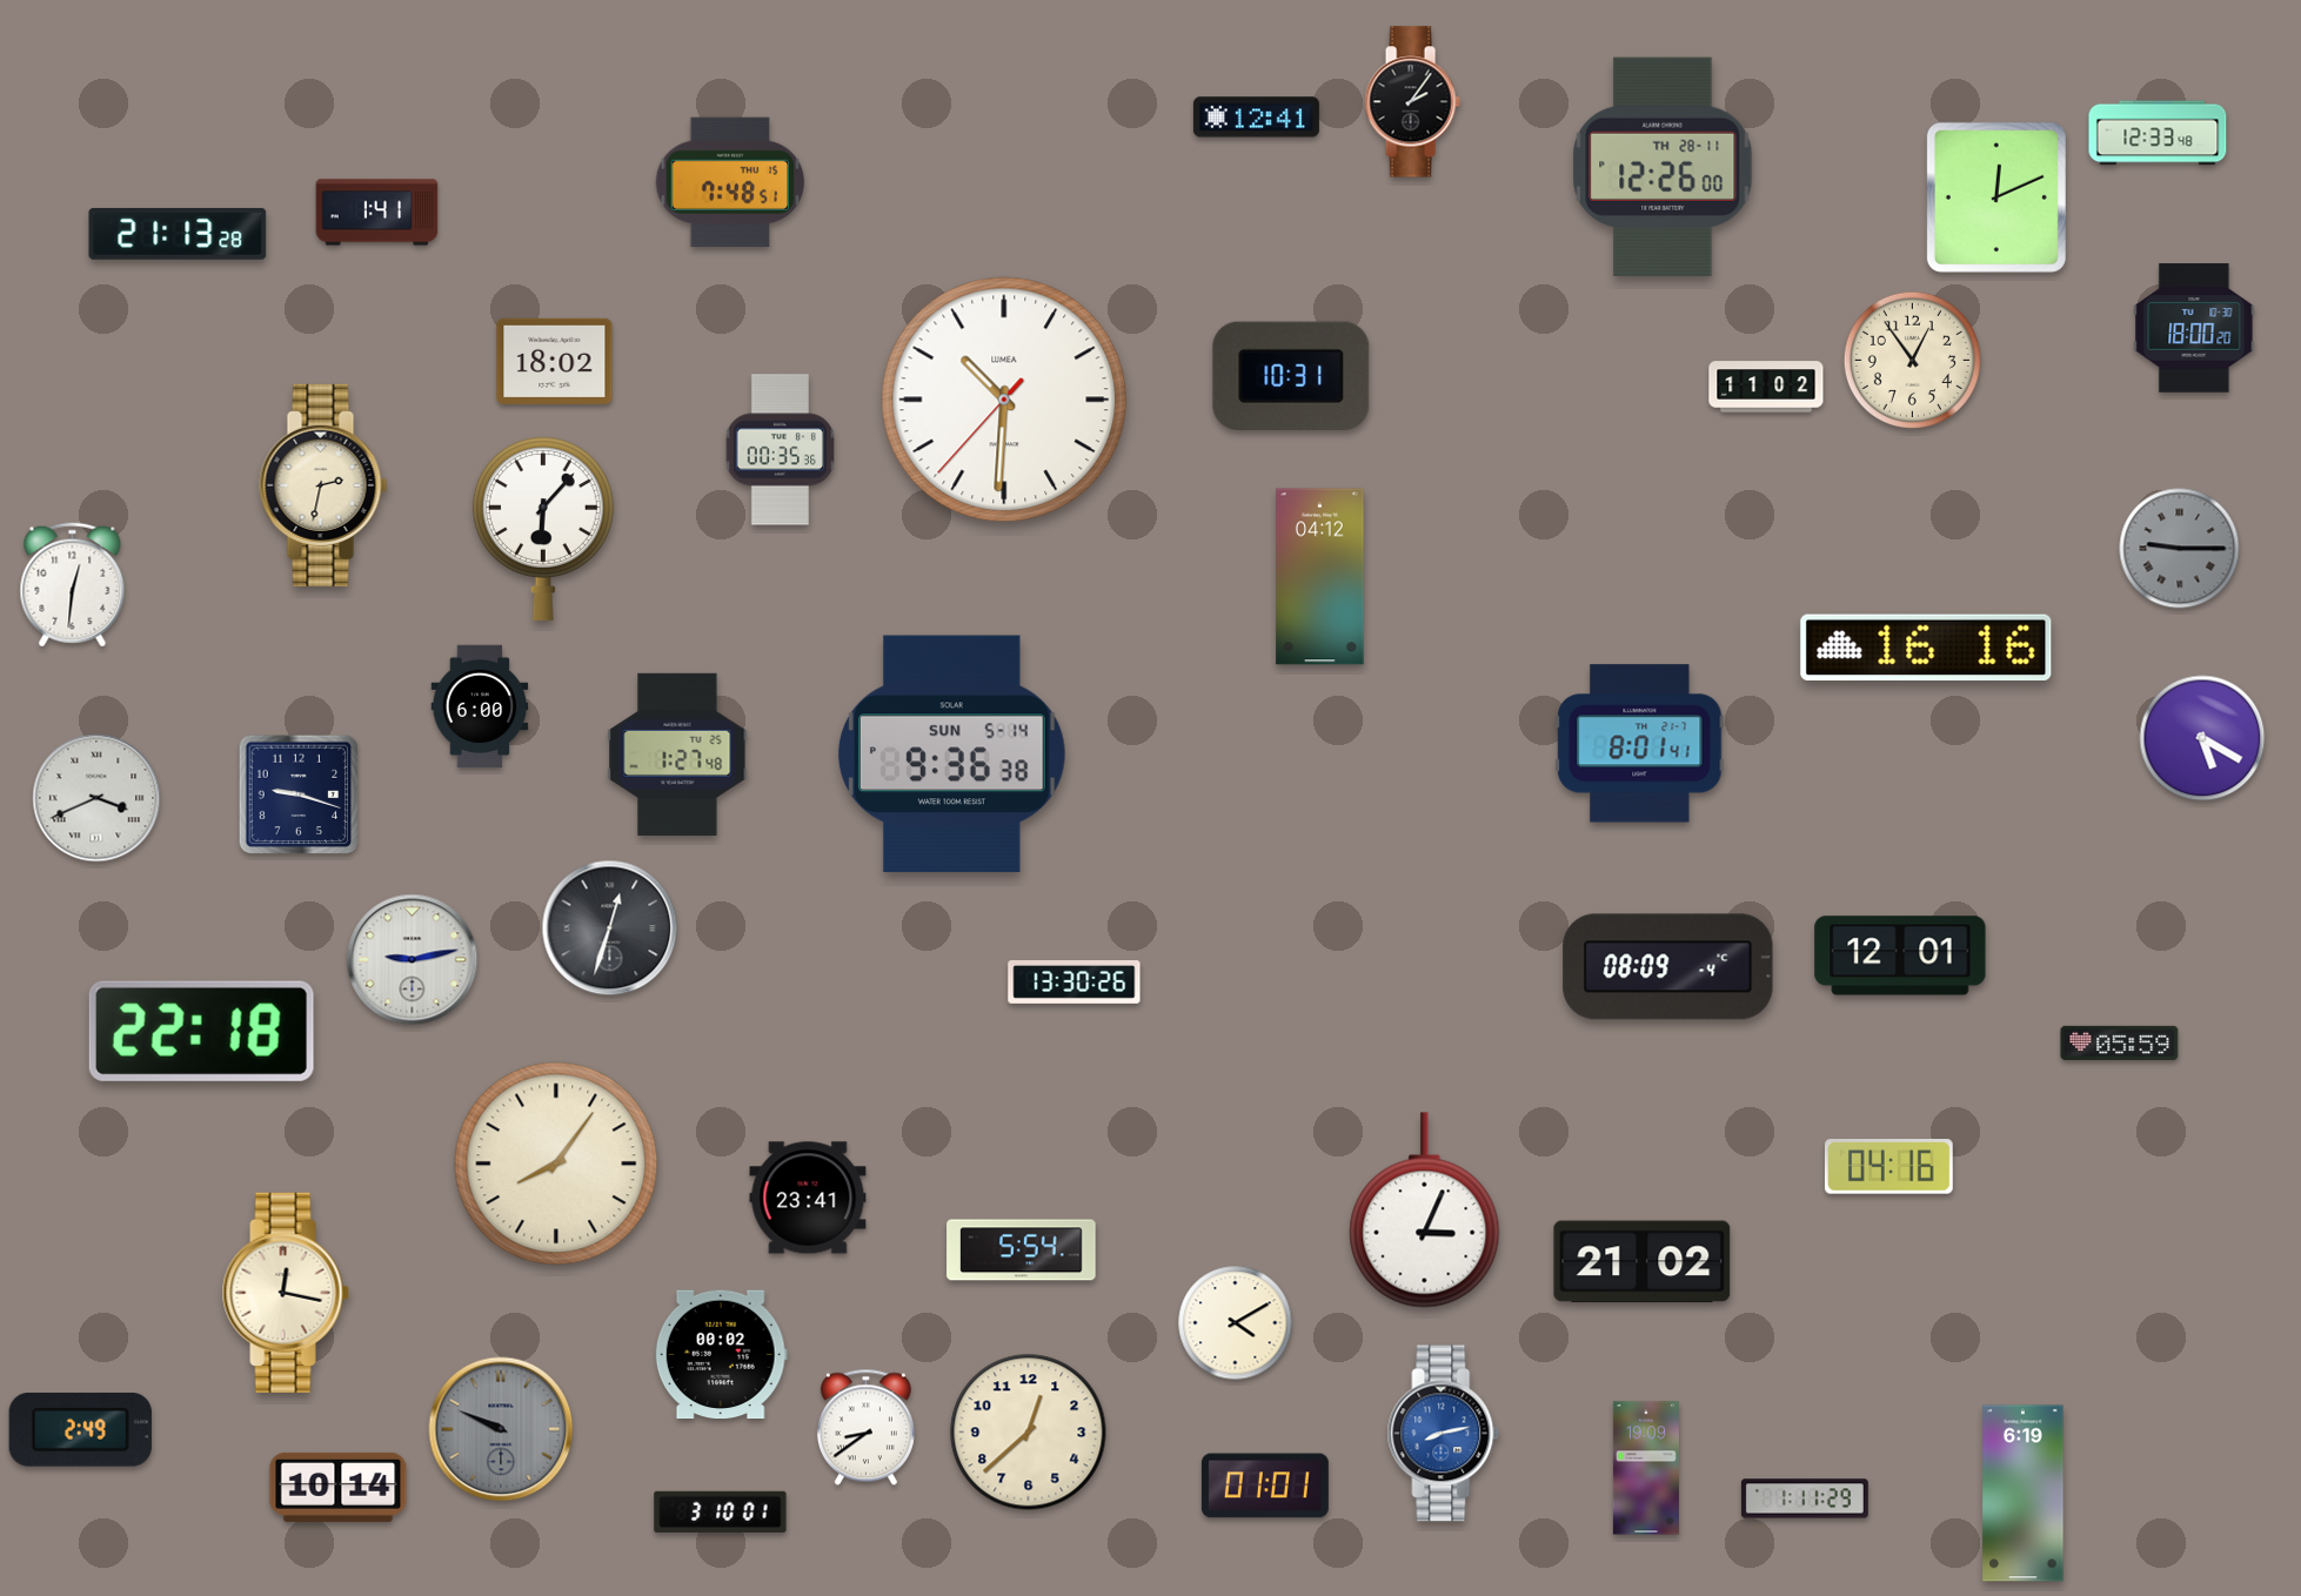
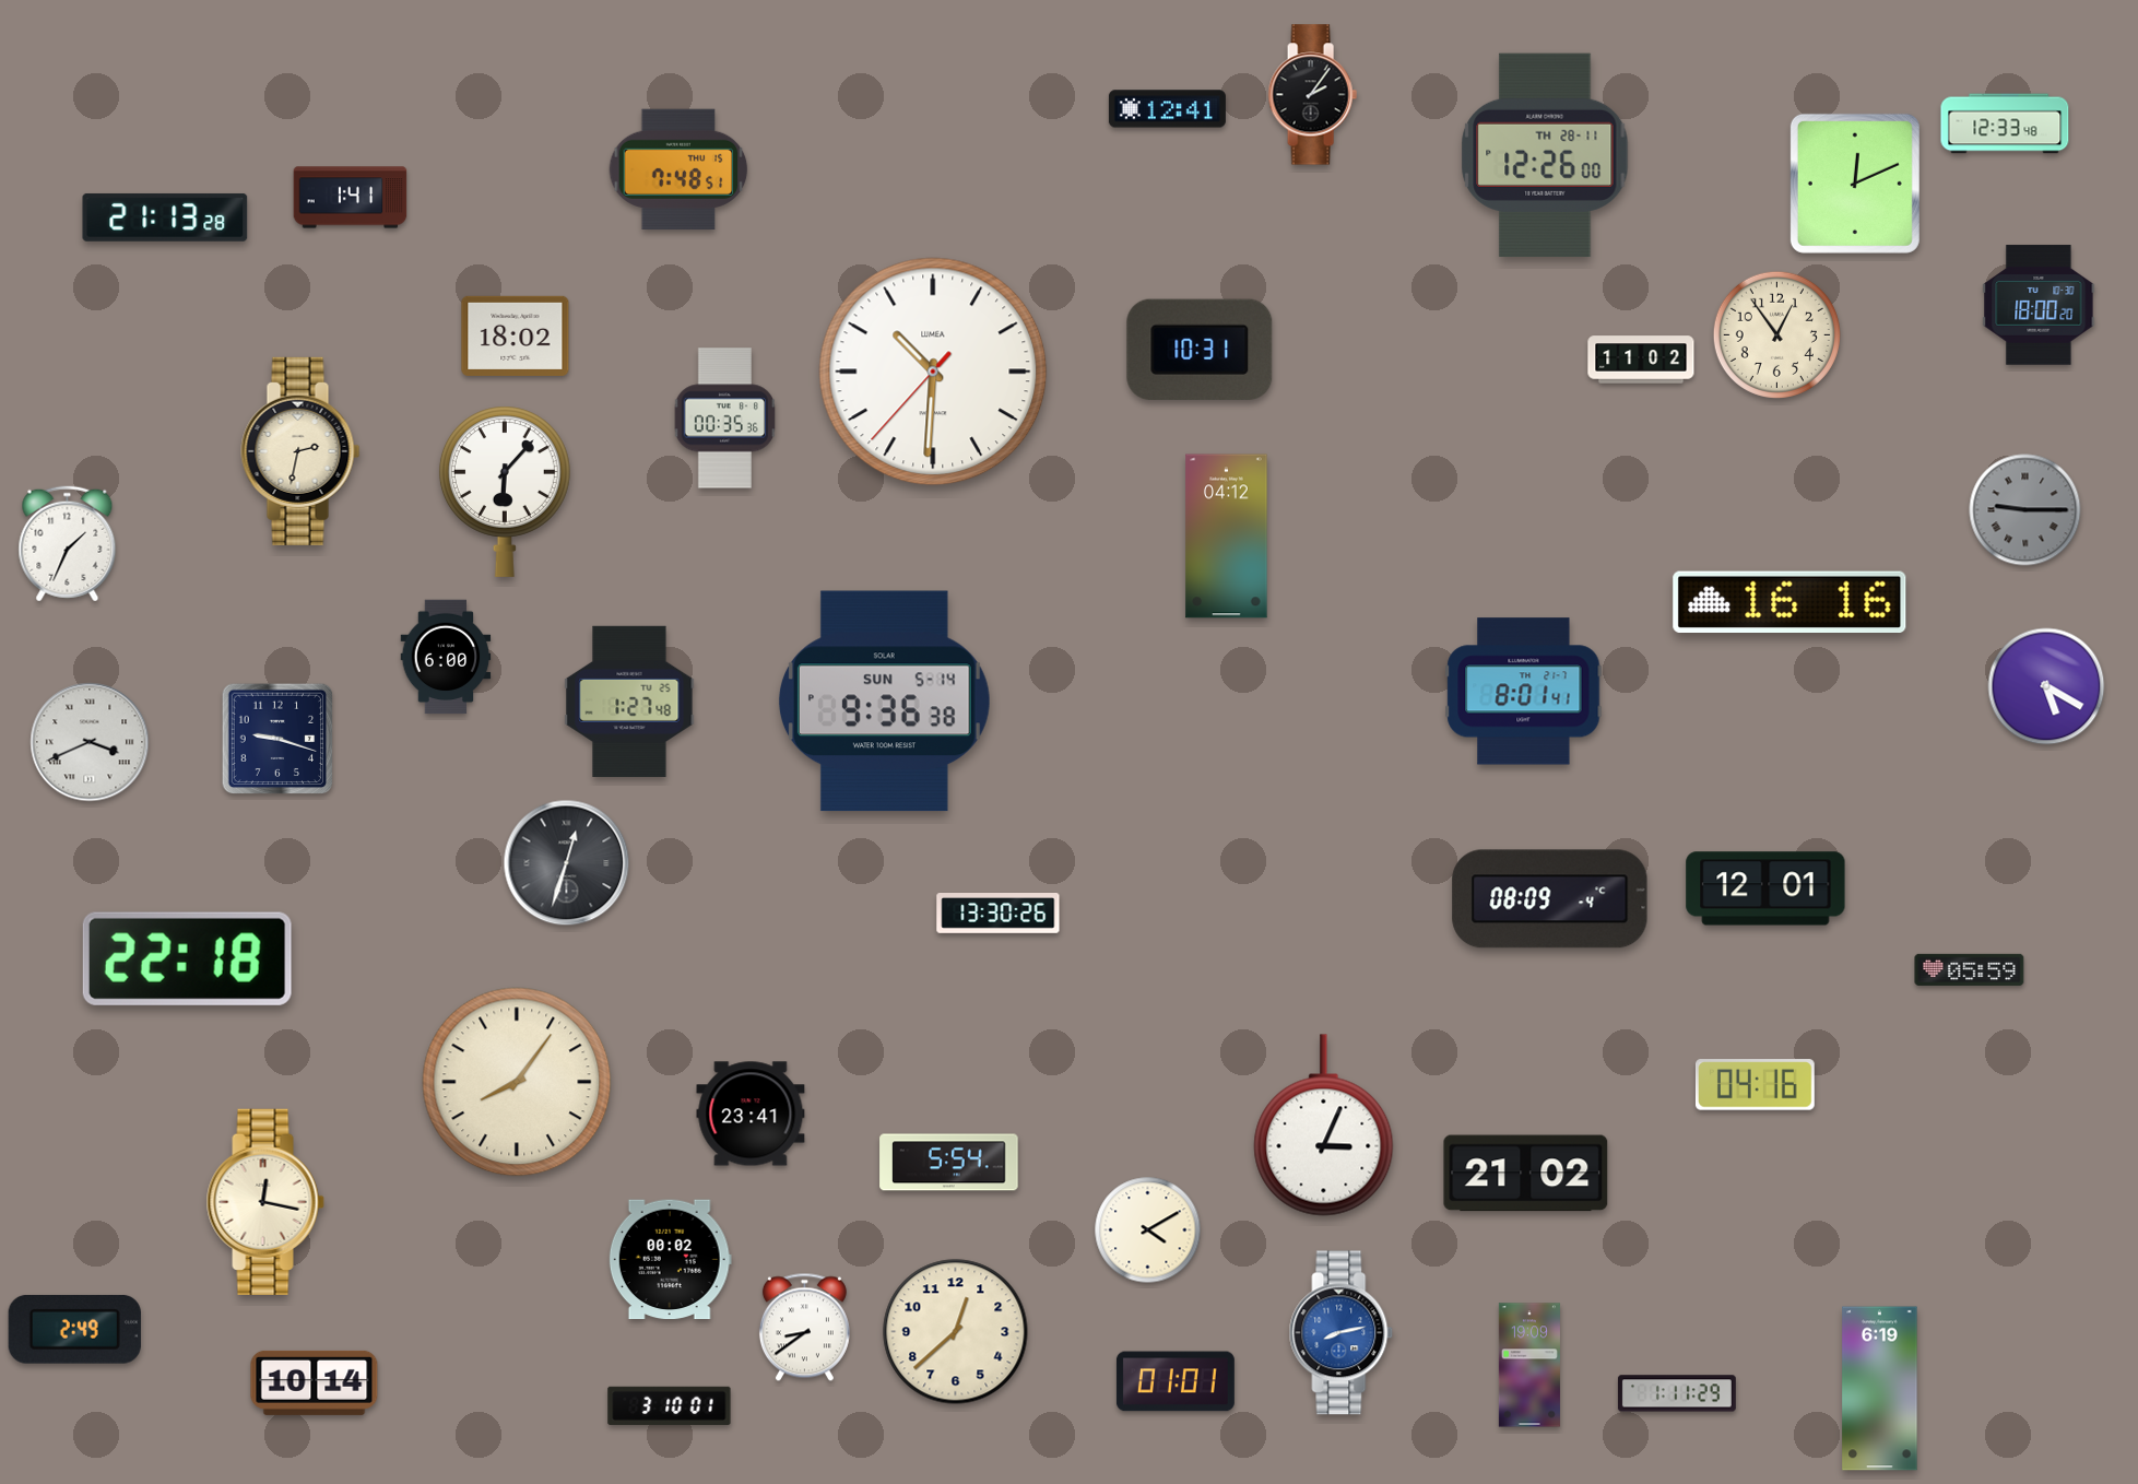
clock at (73, 585): 12:31 -> 1:34
clock at (413, 960): 9:13 -> none
clock at (501, 1429): 9:49 -> none
